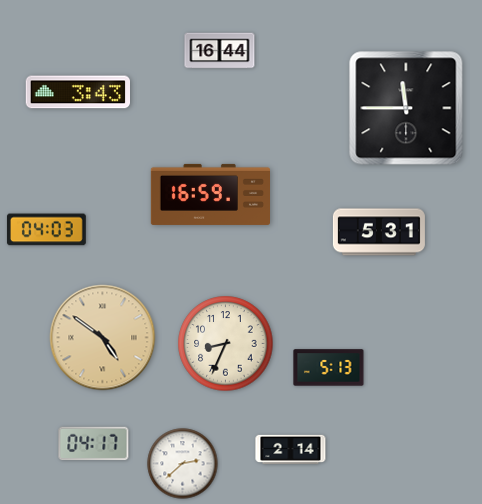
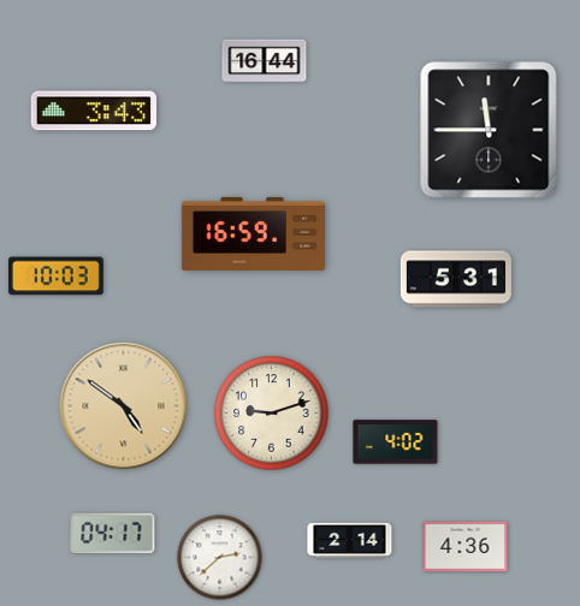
clock at (46, 230): 04:03 -> 10:03
clock at (226, 344): 8:34 -> 9:12
clock at (329, 368): 5:13 -> 4:02
clock at (466, 547): none -> 4:36
